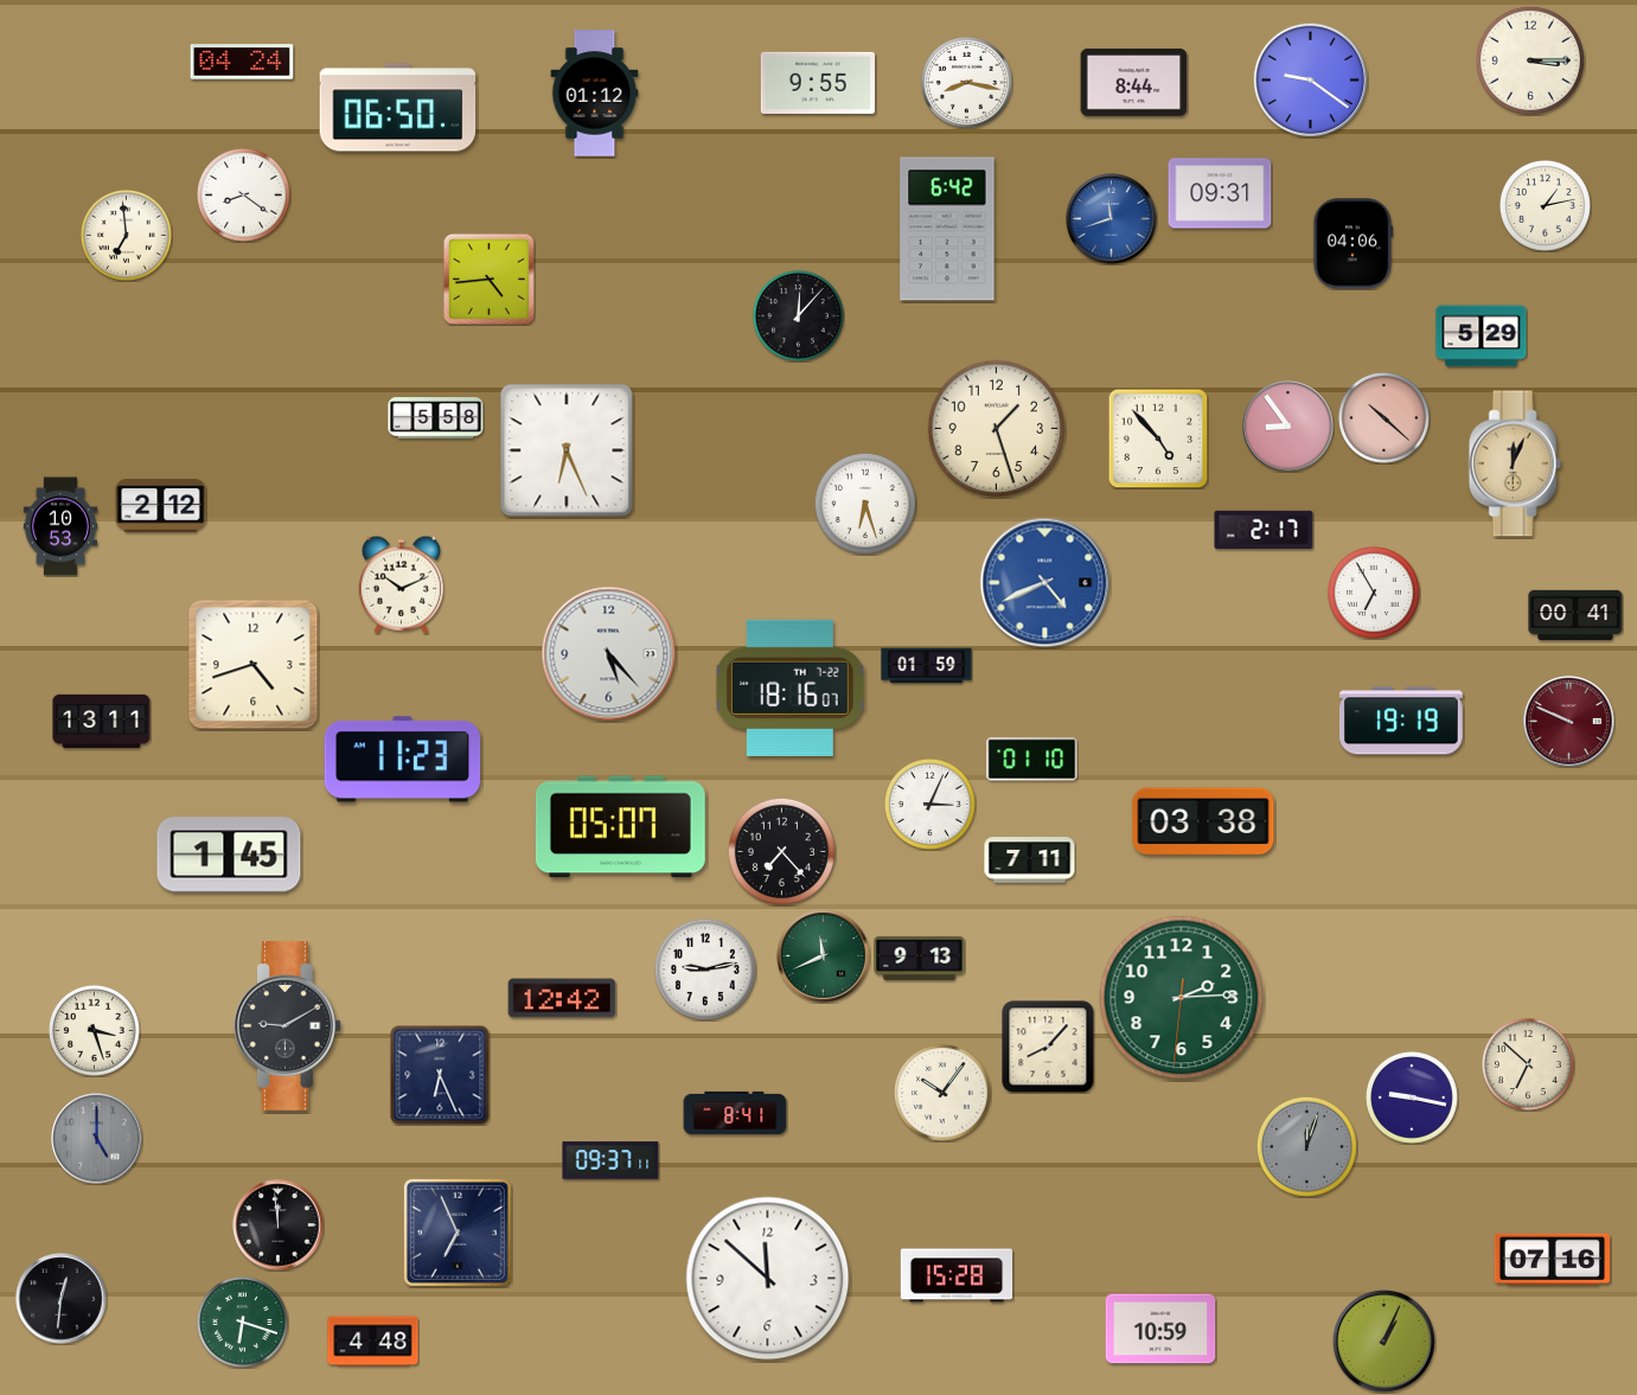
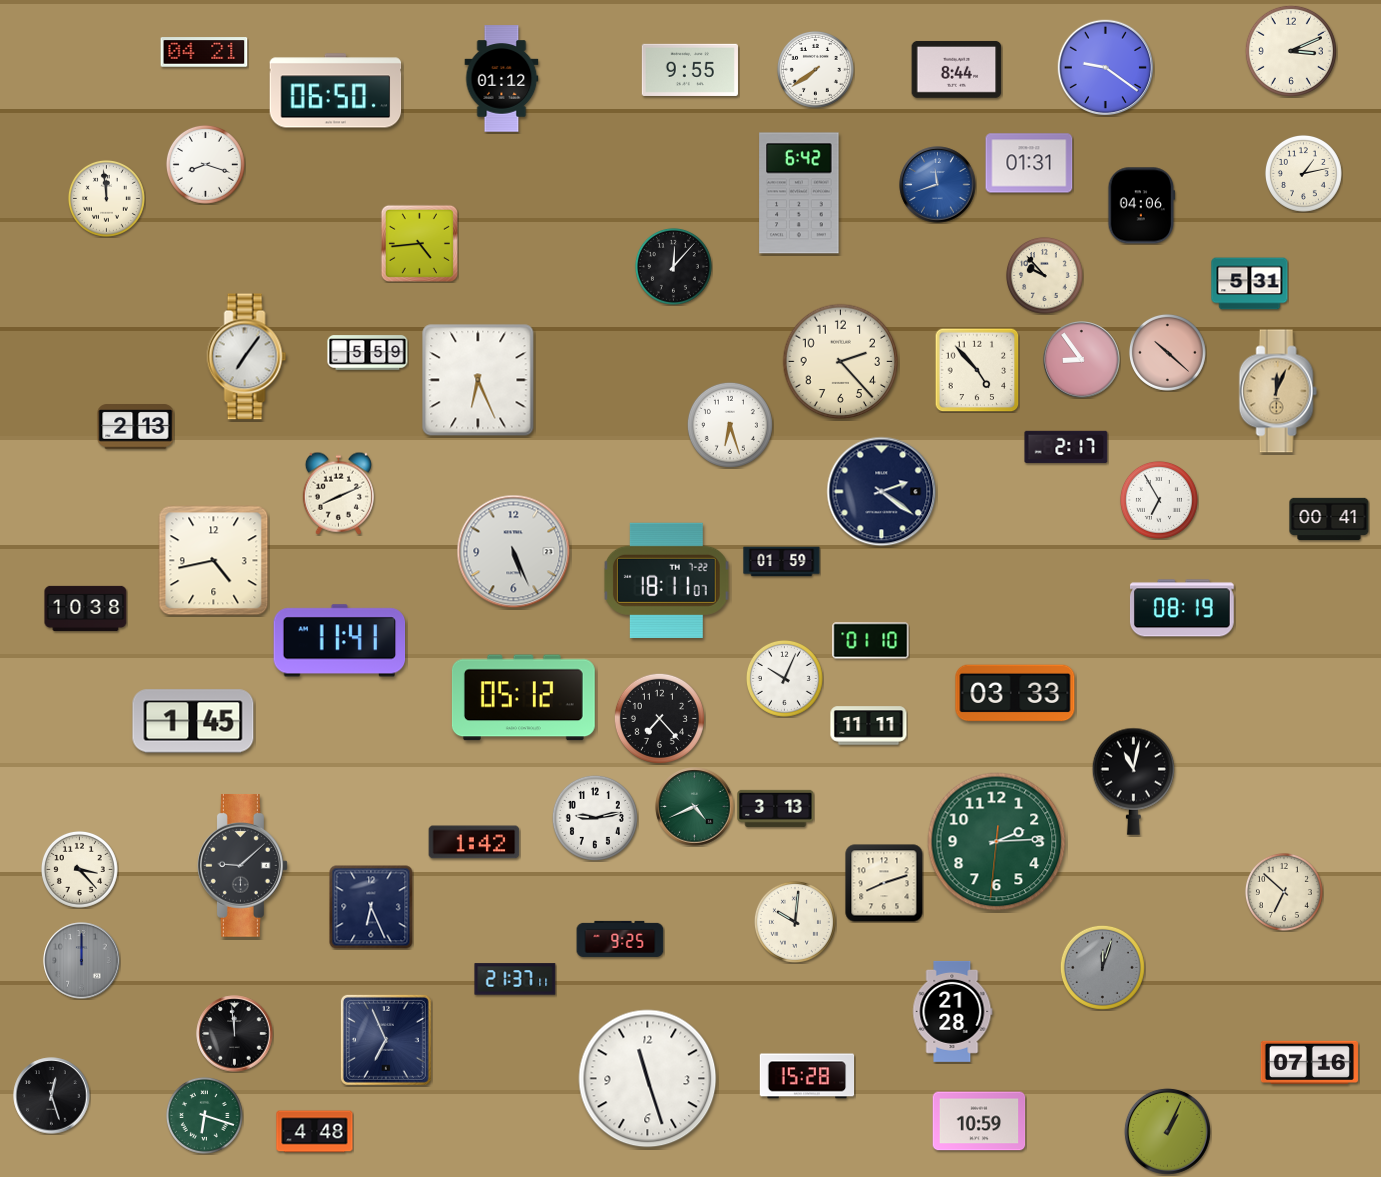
clock at (1530, 60): 3:15 -> 3:11
clock at (242, 62): 04:24 -> 04:21
clock at (966, 82): 8:17 -> 7:39
clock at (1220, 193): 09:31 -> 01:31
clock at (243, 194): 8:21 -> 8:18
clock at (126, 235): 6:59 -> 11:59
clock at (488, 279) position: (488, 279) -> (419, 243)
clock at (1044, 275): none -> 9:53
clock at (1482, 337): 5:29 -> 5:31
clock at (436, 418): 5:58 -> 5:59
clock at (247, 357): none -> 7:06
clock at (1289, 427) position: (1289, 427) -> (1082, 360)
clock at (997, 429): 1:27 -> 2:23
clock at (161, 506): 2:12 -> 2:13
clock at (60, 526): 10:53 -> none
clock at (1045, 583): 4:41 -> 2:21
clock at (1045, 583) dial: blue -> navy
clock at (401, 584): 10:11 -> 8:11
clock at (609, 654): 5:23 -> 5:26
clock at (254, 665): 4:42 -> 4:43
clock at (789, 687): 18:16 -> 18:11
clock at (102, 721): 13:11 -> 10:38
clock at (1401, 721): 19:19 -> 08:19
clock at (1569, 722): 9:49 -> none
clock at (403, 760): 11:23 -> 11:41
clock at (929, 804): 3:04 -> 10:04
clock at (1203, 821): 03:38 -> 03:33
clock at (620, 827): 05:07 -> 05:12
clock at (1030, 860): 7:11 -> 11:11
clock at (1133, 781): none -> 11:02
clock at (824, 956): 11:41 -> 4:41
clock at (920, 958): 9:13 -> 3:13
clock at (562, 998): 12:42 -> 1:42
clock at (287, 1025): 9:10 -> 9:08
clock at (94, 1030): 3:27 -> 3:23
clock at (1048, 1047): 8:07 -> 8:12
clock at (1528, 1064) position: (1528, 1064) -> (1284, 892)
clock at (942, 1093): 10:06 -> 10:01
clock at (1412, 1098): 9:17 -> none
clock at (735, 1113): 8:41 -> 9:25
clock at (97, 1139): 5:00 -> 12:00
clock at (610, 1160): 09:37 -> 21:37
clock at (953, 1011): none -> 21:28
clock at (768, 1279): 11:52 -> 11:27
clock at (62, 1299): 12:31 -> 12:27
